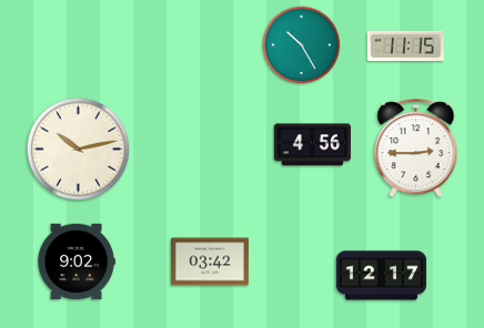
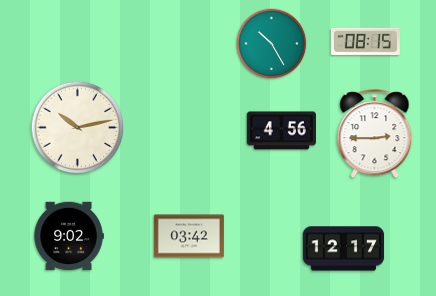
clock at (302, 45) position: (302, 45) -> (272, 44)
clock at (405, 45): 11:15 -> 08:15
clock at (79, 150) position: (79, 150) -> (78, 128)
